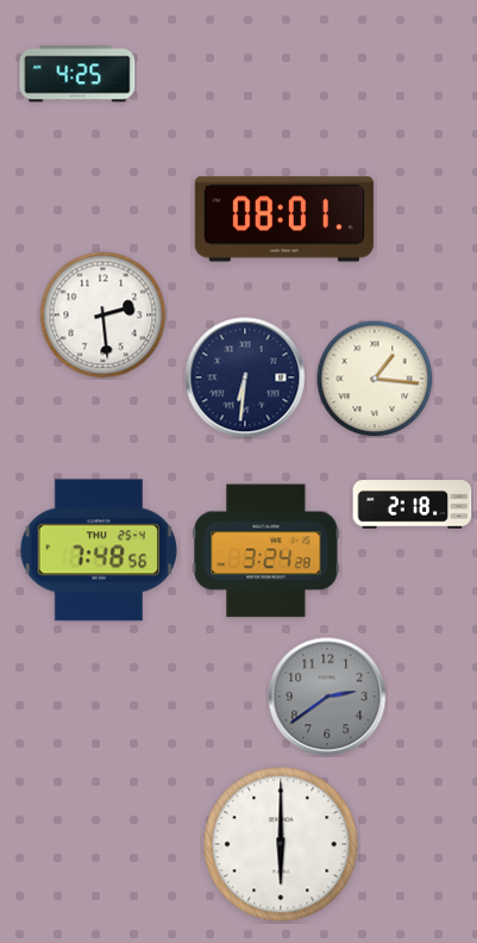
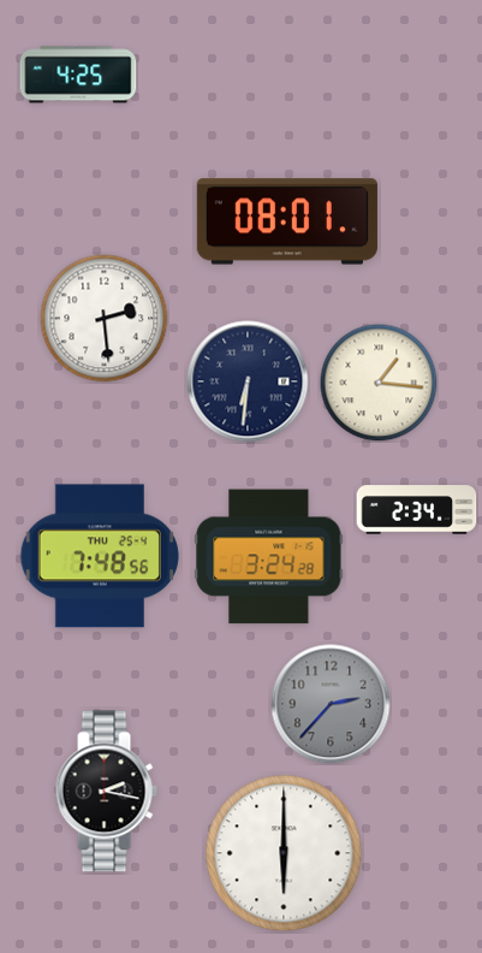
clock at (413, 505): 2:18 -> 2:34
clock at (327, 697): 2:39 -> 2:37
clock at (106, 792): none -> 2:17
